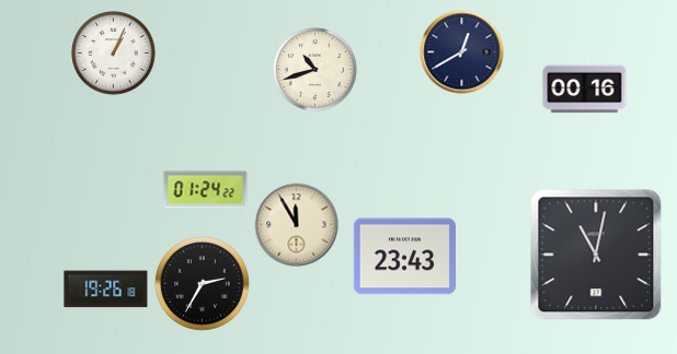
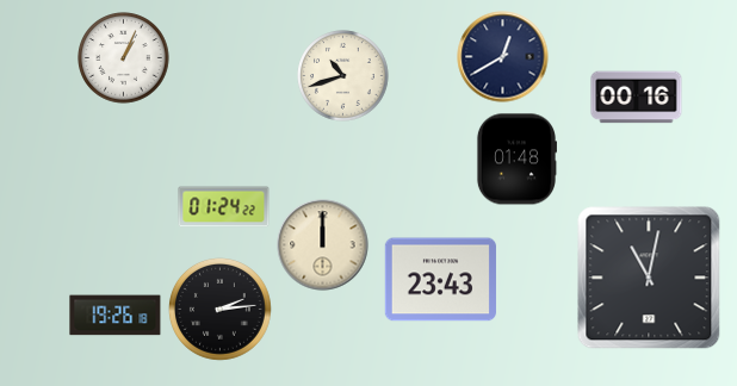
clock at (515, 160): none -> 01:48
clock at (297, 225): 11:55 -> 12:00
clock at (202, 283): 2:35 -> 2:14
